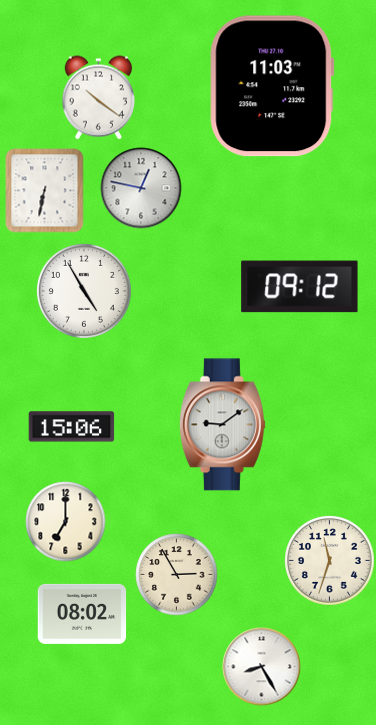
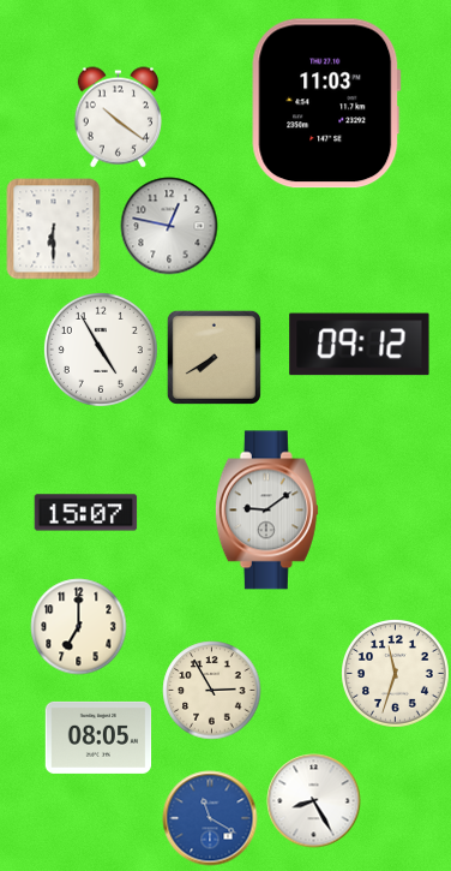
clock at (45, 190): 6:32 -> 6:30
clock at (214, 357): none -> 7:40
clock at (71, 427): 15:06 -> 15:07
clock at (82, 614): 08:02 -> 08:05
clock at (210, 818): none -> 11:20
